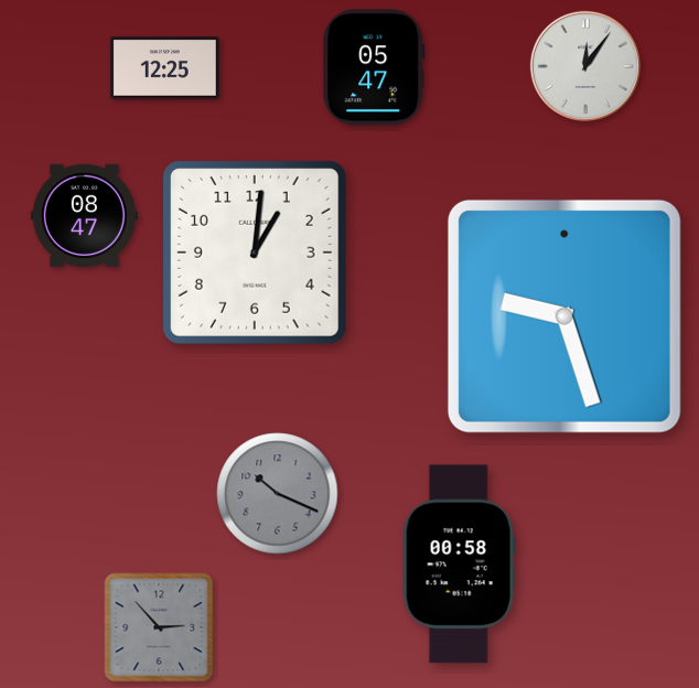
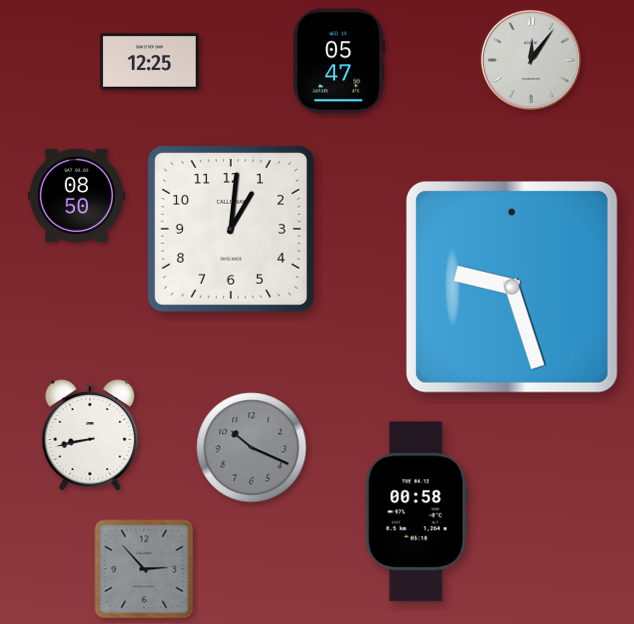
clock at (84, 215): 08:47 -> 08:50
clock at (90, 435): none -> 8:43
